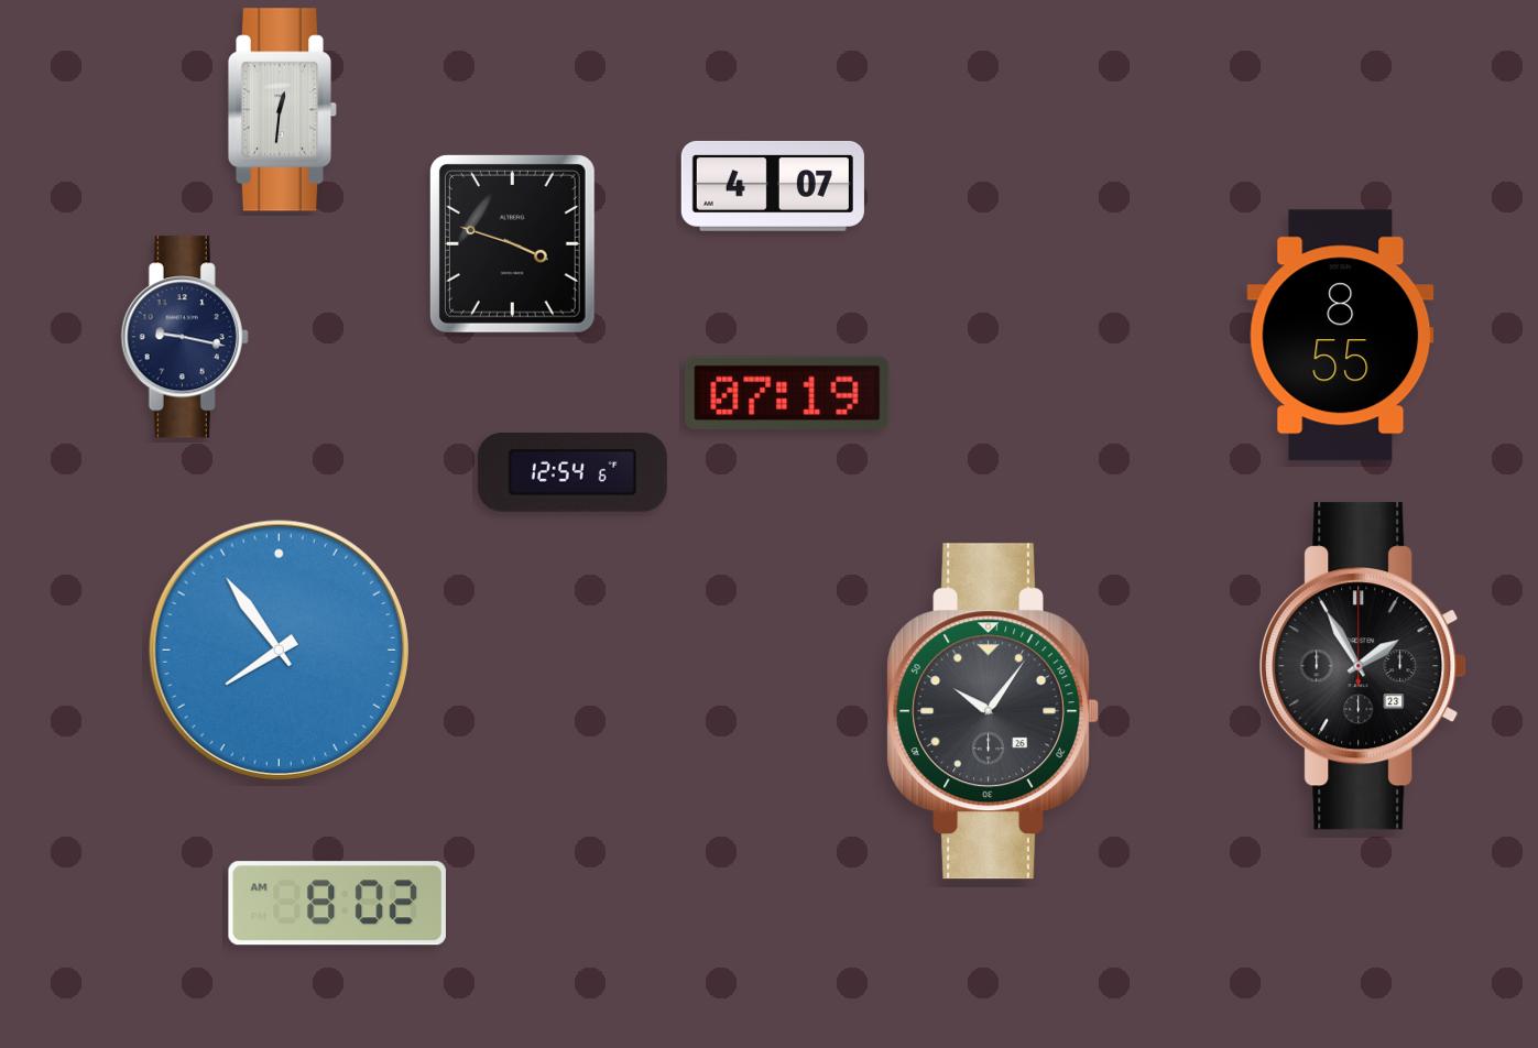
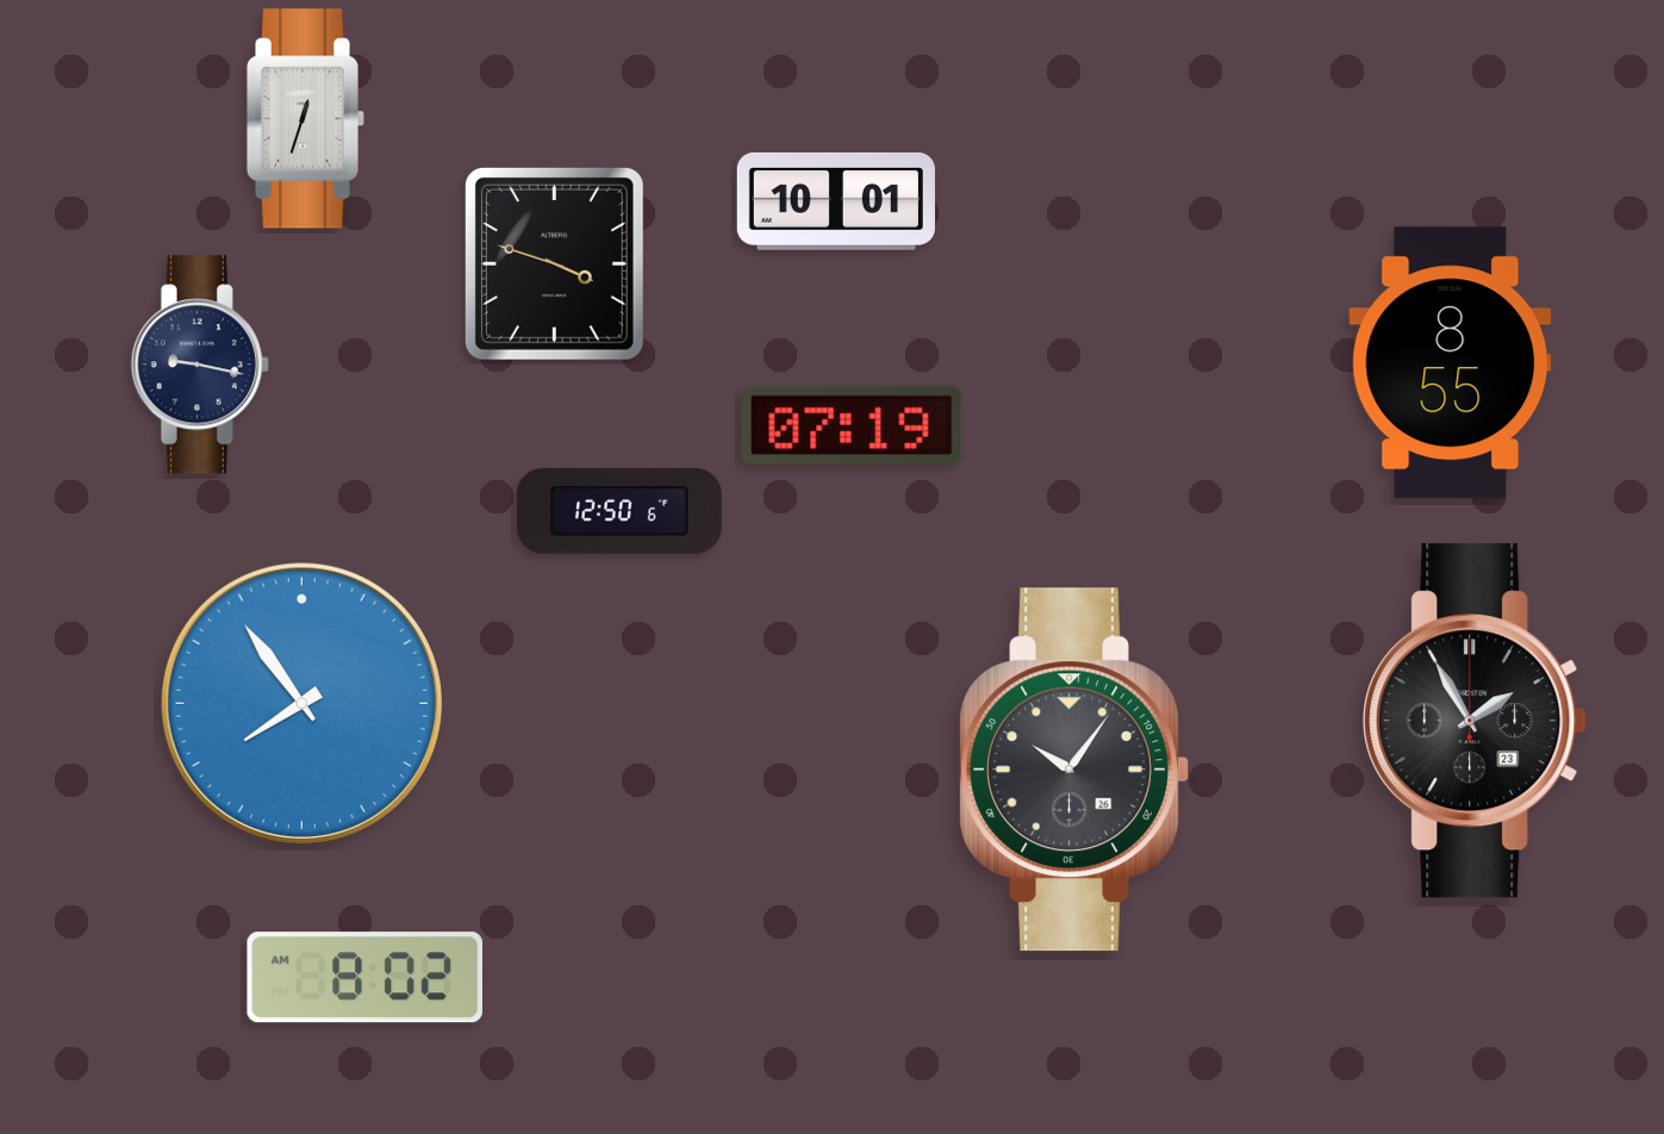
clock at (283, 110): 12:31 -> 12:33
clock at (773, 186): 4:07 -> 10:01
clock at (572, 473): 12:54 -> 12:50
